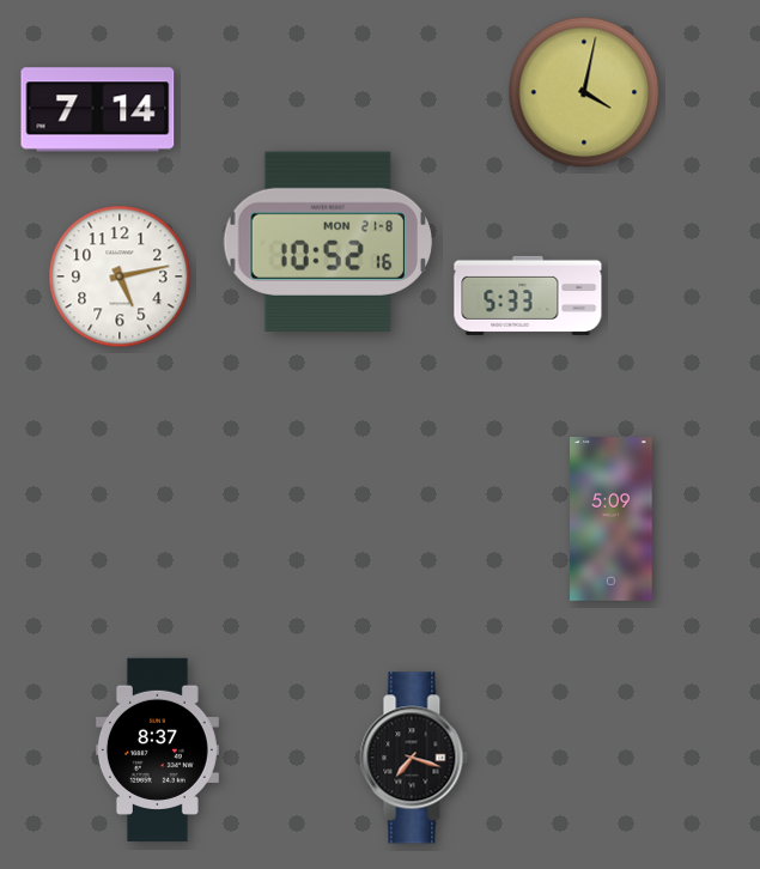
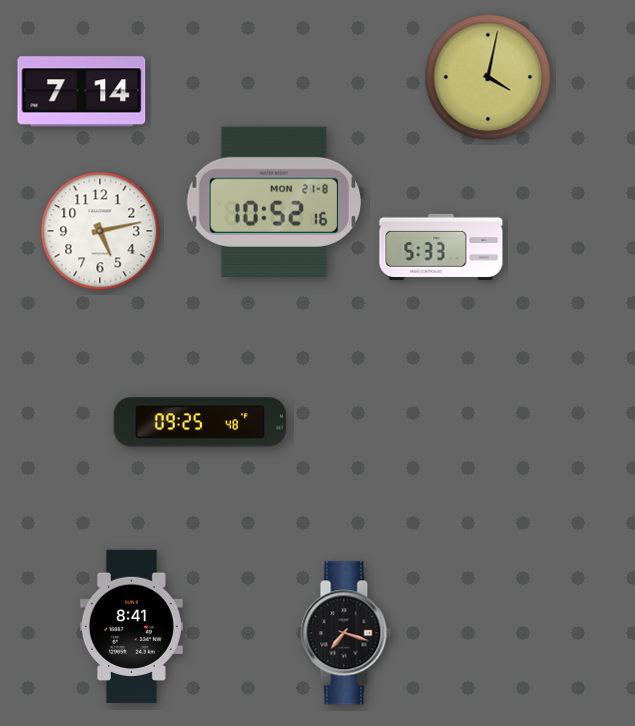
clock at (200, 422): none -> 09:25
clock at (612, 519): 5:09 -> none
clock at (157, 749): 8:37 -> 8:41
